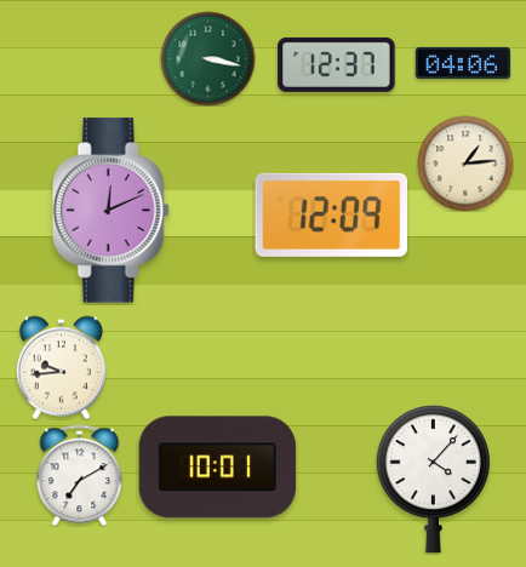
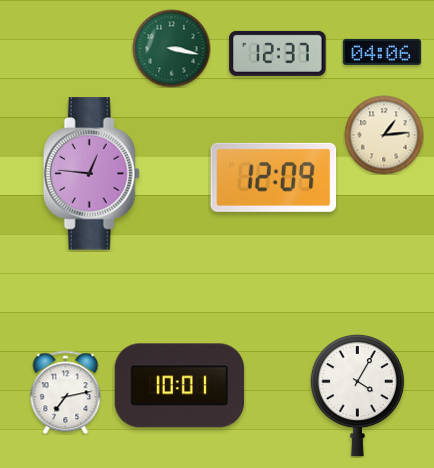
clock at (110, 211): 12:11 -> 12:46
clock at (61, 367): 9:44 -> none
clock at (80, 475): 7:10 -> 7:13
clock at (433, 480): 4:07 -> 4:05
